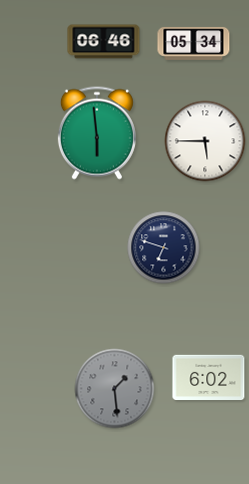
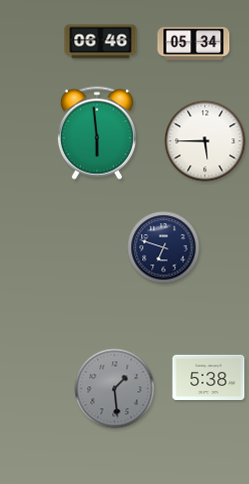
clock at (104, 42) position: (104, 42) -> (101, 42)
clock at (209, 377): 6:02 -> 5:38
